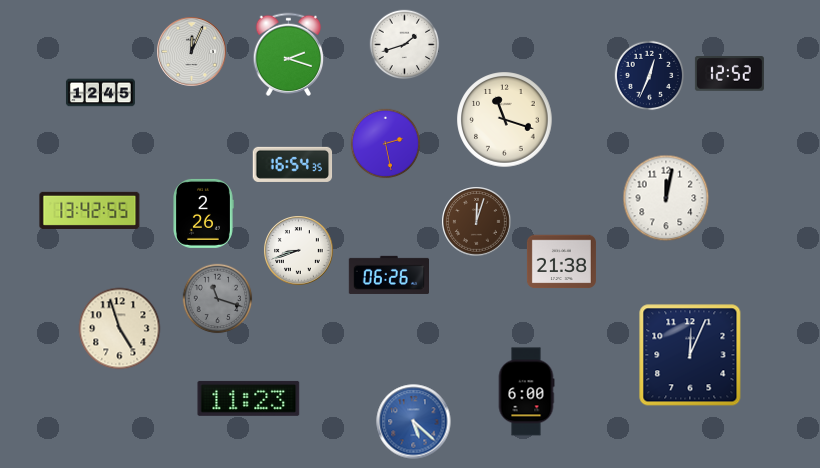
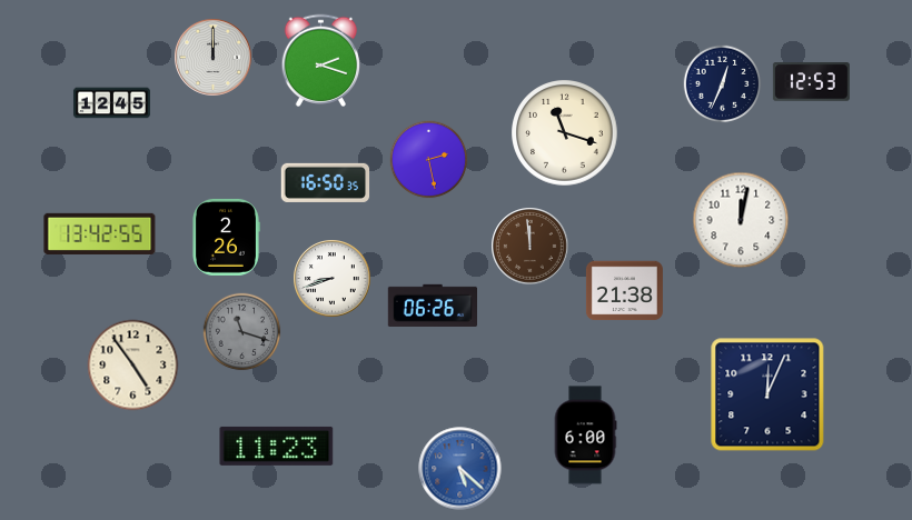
clock at (405, 45): 1:42 -> none
clock at (192, 52): 12:04 -> 12:00
clock at (729, 74): 12:52 -> 12:53
clock at (505, 120) position: (505, 120) -> (565, 133)
clock at (293, 164): 16:54 -> 16:50
clock at (477, 222): 12:03 -> 11:59
clock at (120, 329): 4:57 -> 4:54
clock at (249, 398) position: (249, 398) -> (277, 446)
